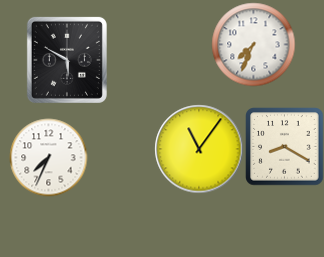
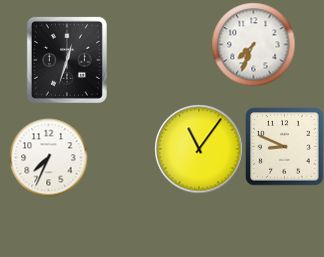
clock at (67, 60): 5:50 -> 12:33
clock at (284, 146): 8:20 -> 8:49
